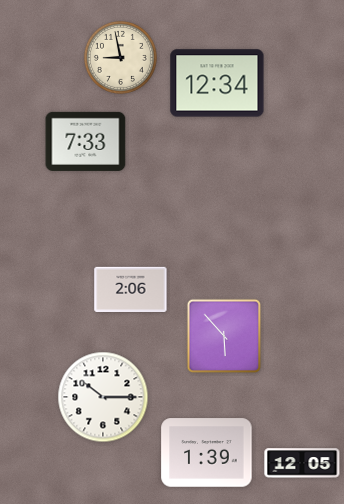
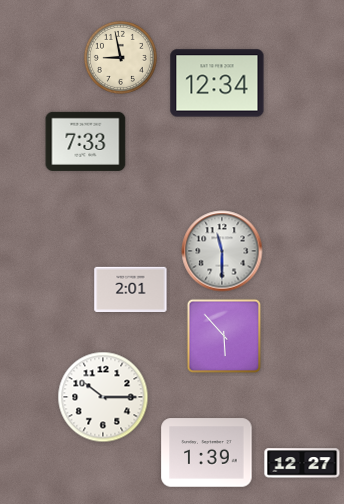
clock at (222, 251): none -> 11:30
clock at (131, 289): 2:06 -> 2:01
clock at (302, 463): 12:05 -> 12:27
